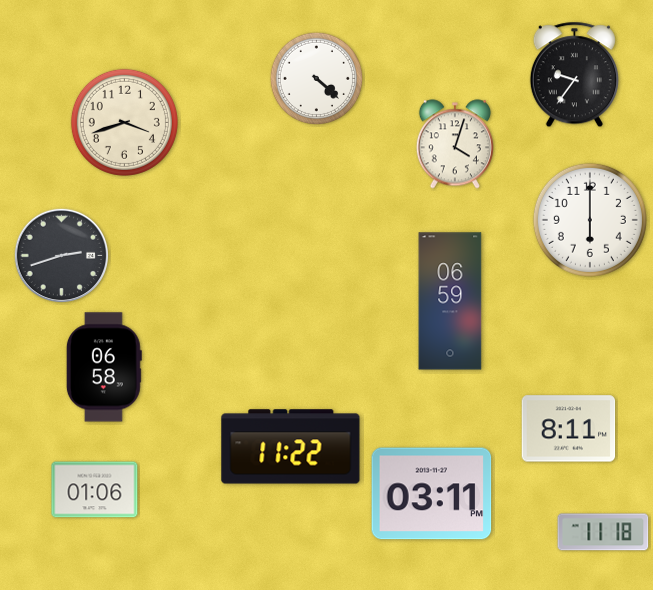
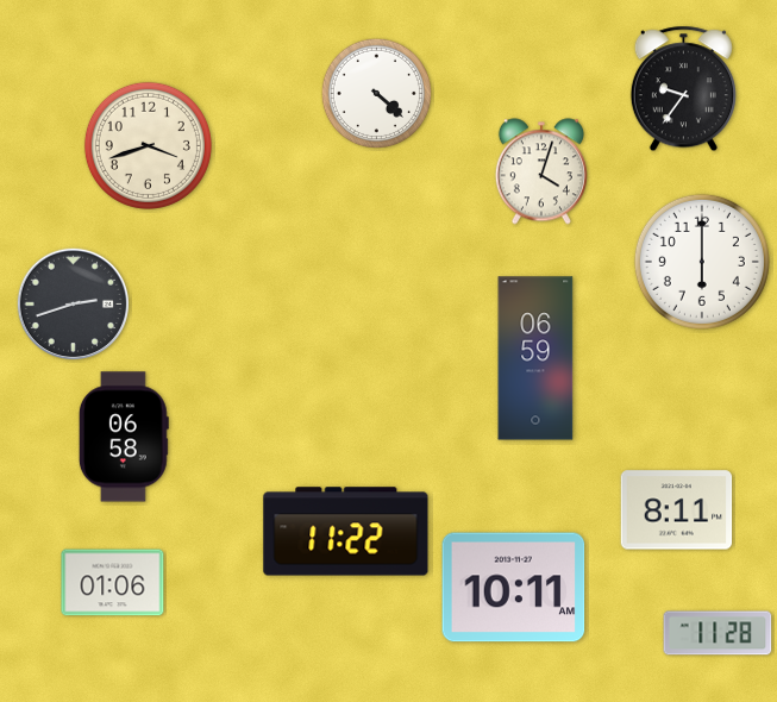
clock at (432, 494): 03:11 -> 10:11
clock at (603, 532): 11:18 -> 11:28
